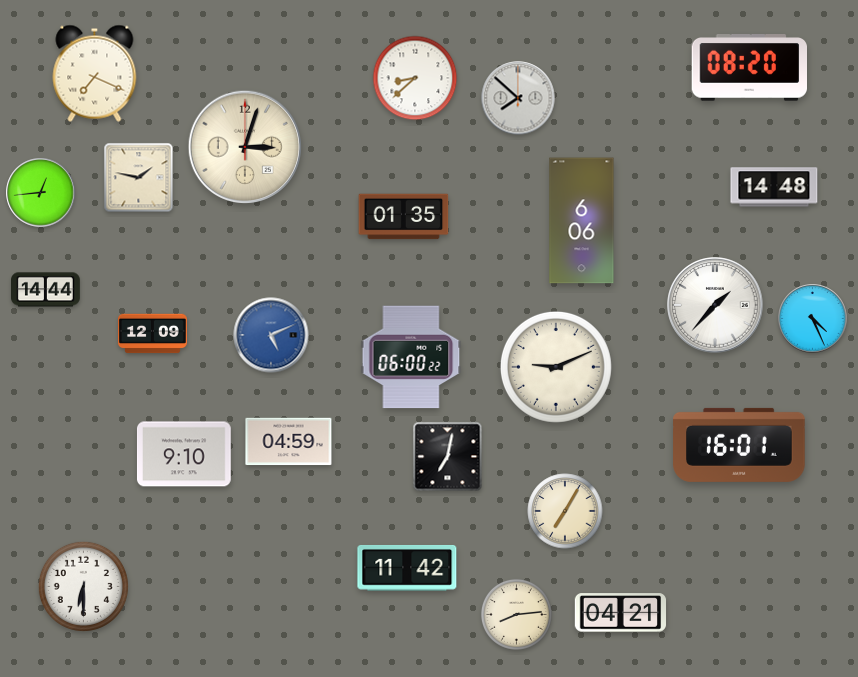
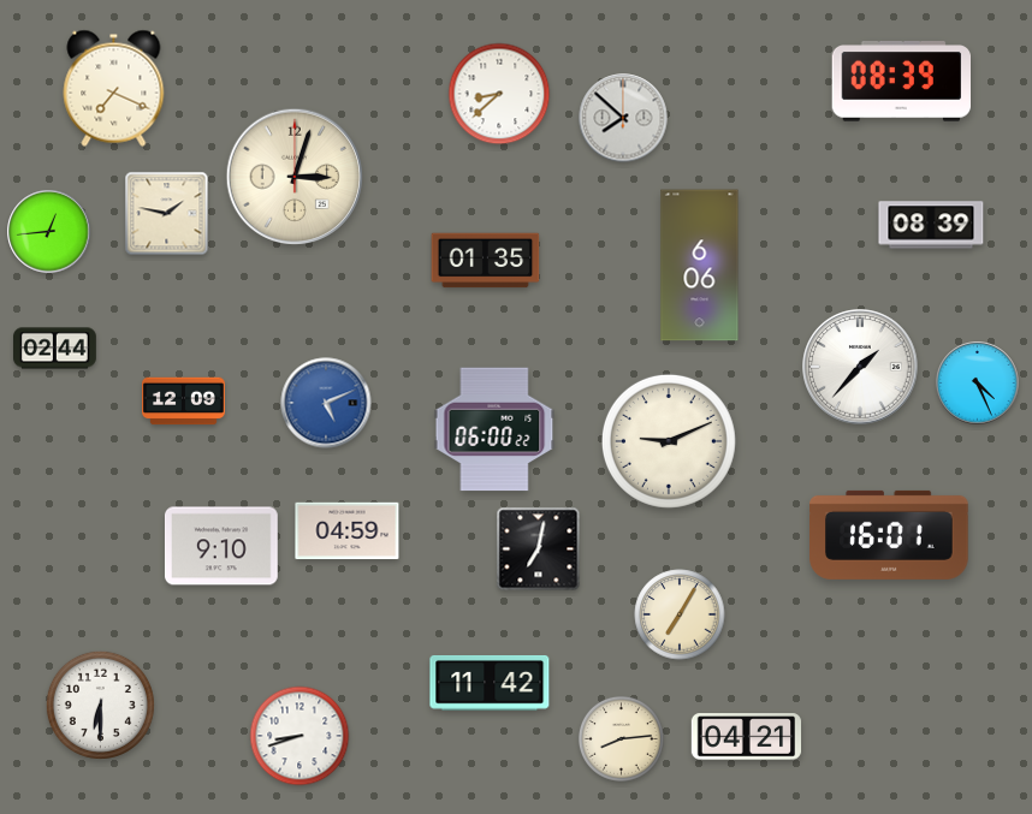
clock at (749, 68): 08:20 -> 08:39
clock at (774, 187): 14:48 -> 08:39
clock at (46, 290): 14:44 -> 02:44
clock at (299, 736): none -> 8:42
